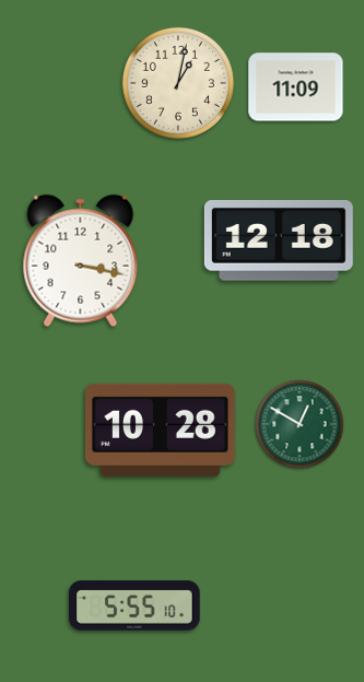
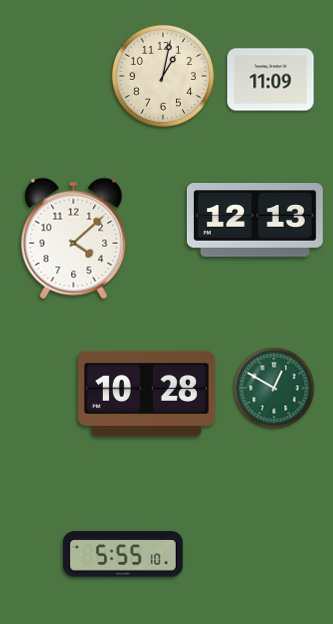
clock at (279, 242): 12:18 -> 12:13
clock at (81, 261): 3:17 -> 4:08
